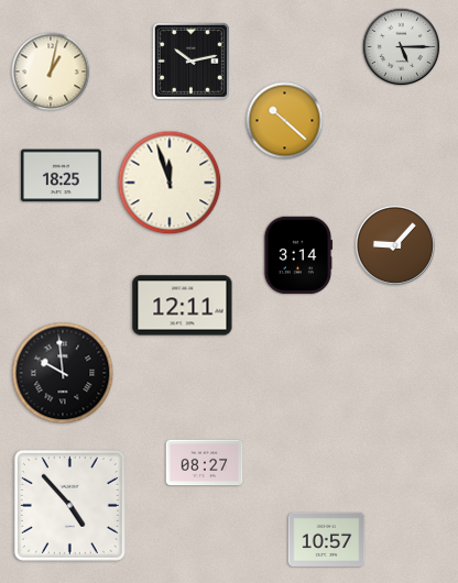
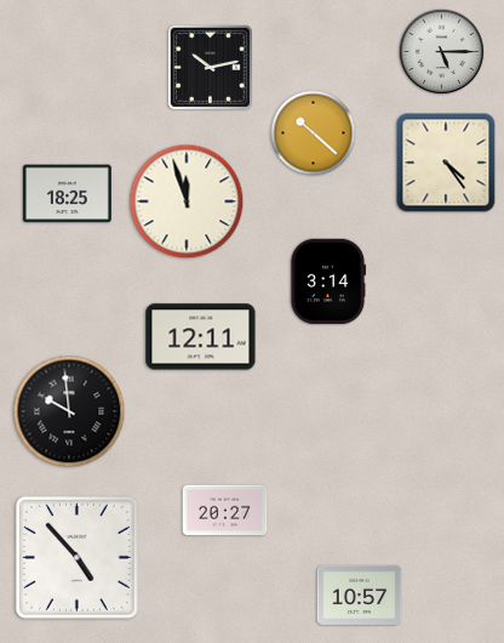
clock at (51, 71): 1:02 -> none
clock at (446, 163): none -> 4:24
clock at (395, 245): 9:07 -> none
clock at (205, 463): 08:27 -> 20:27
